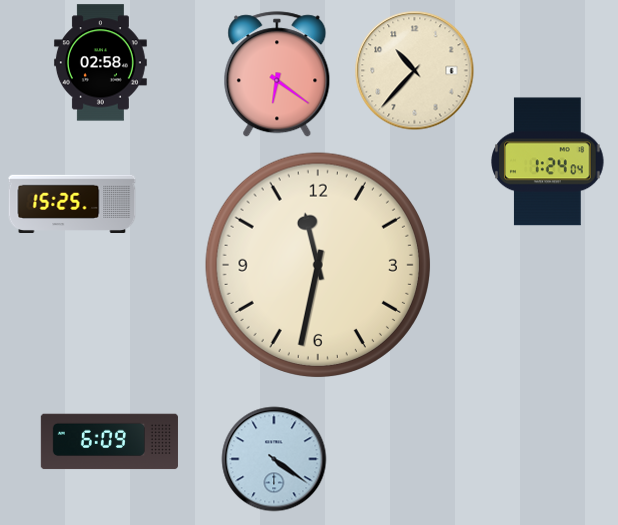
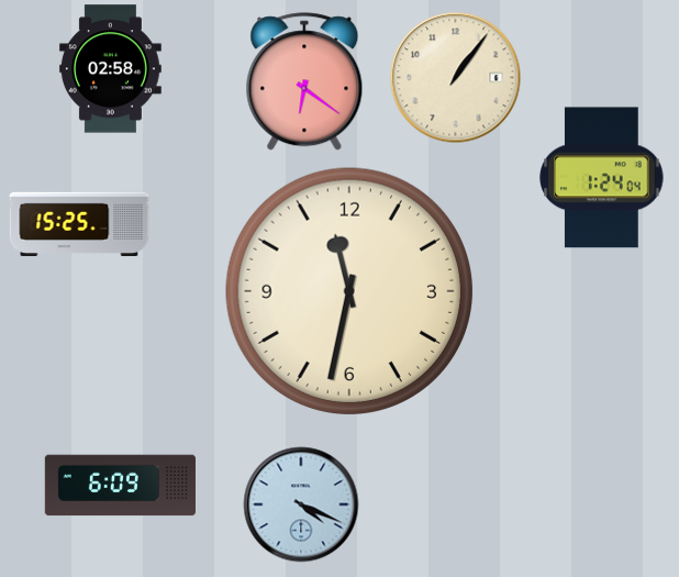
clock at (415, 71): 10:37 -> 1:06
clock at (274, 459): 4:21 -> 4:19
